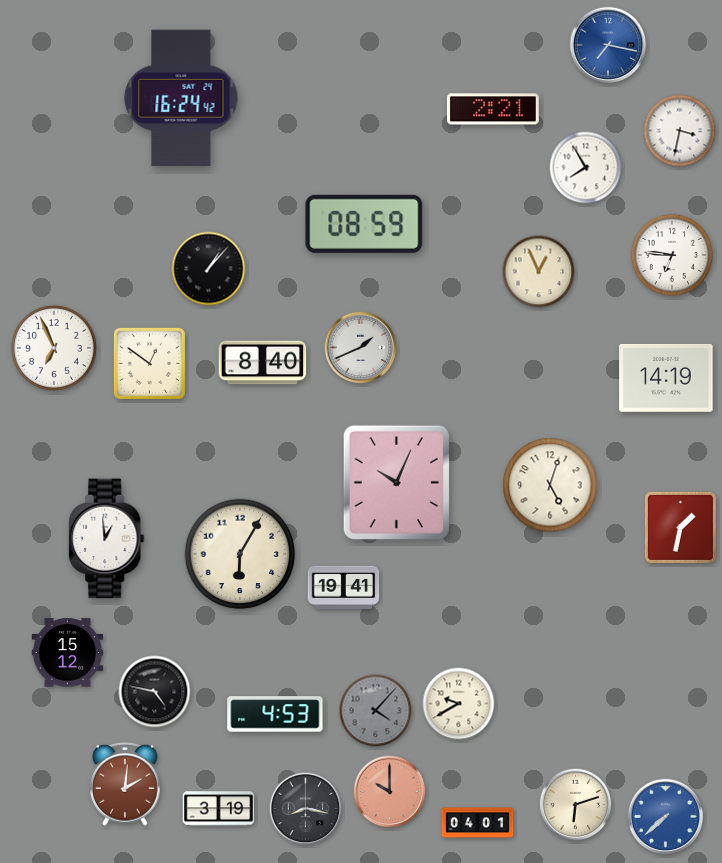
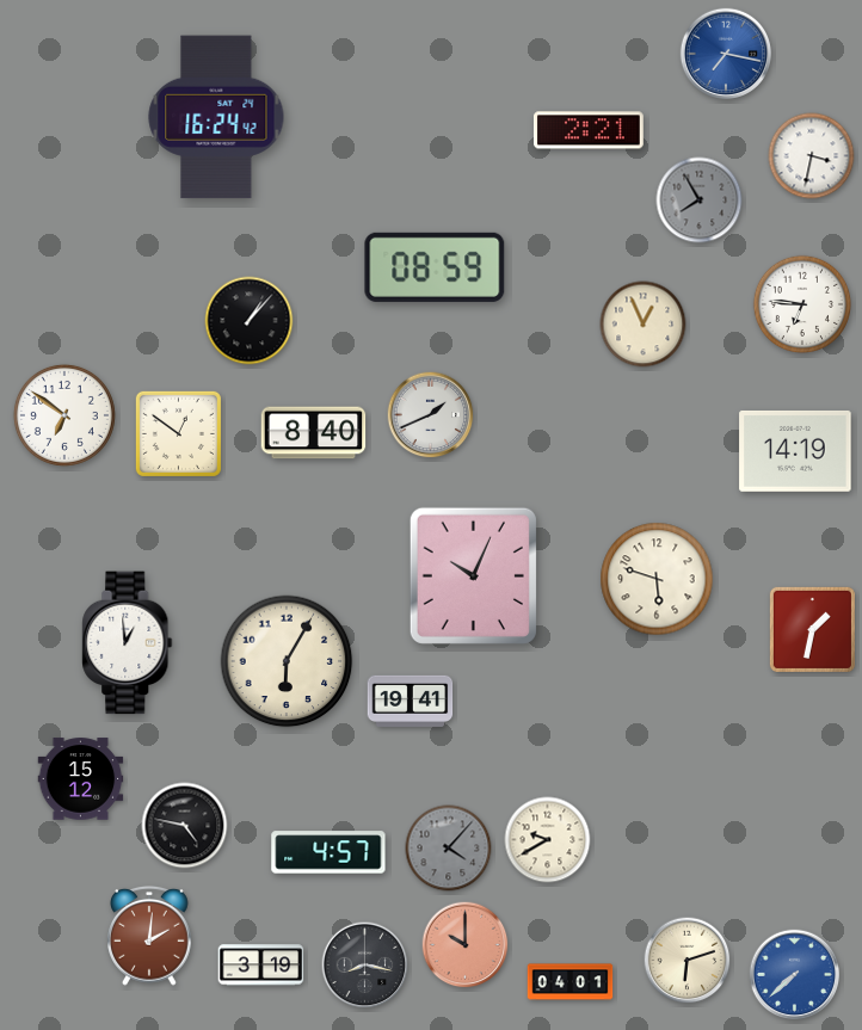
clock at (586, 168) dial: white -> grey
clock at (54, 348): 6:56 -> 6:51
clock at (550, 485): 5:03 -> 5:48
clock at (275, 714): 4:53 -> 4:57
